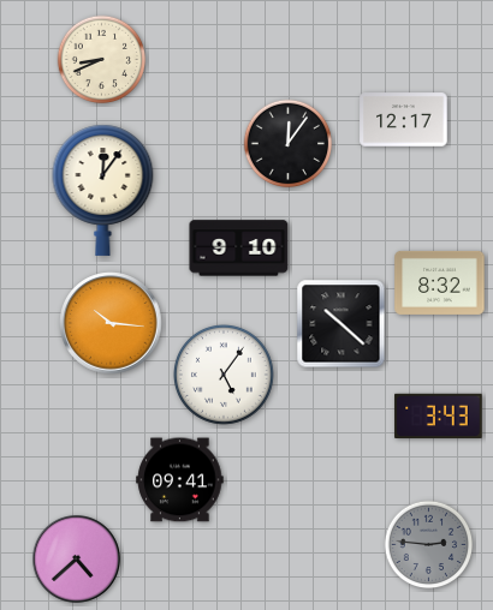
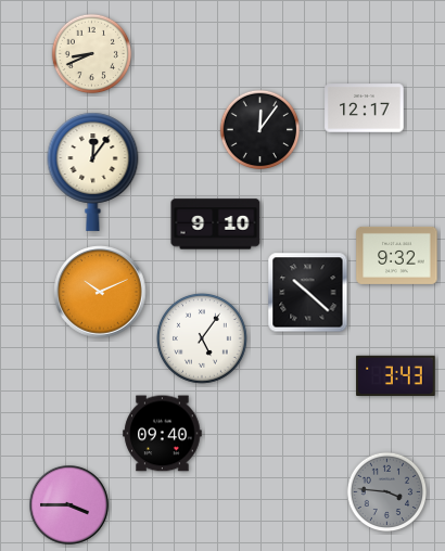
clock at (440, 282): 8:32 -> 9:32
clock at (111, 323): 10:16 -> 10:11
clock at (180, 480): 09:41 -> 09:40
clock at (429, 545): 2:46 -> 3:46
clock at (77, 560): 4:38 -> 3:45
